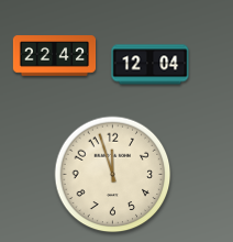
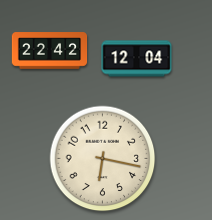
clock at (113, 175): 11:57 -> 6:17
